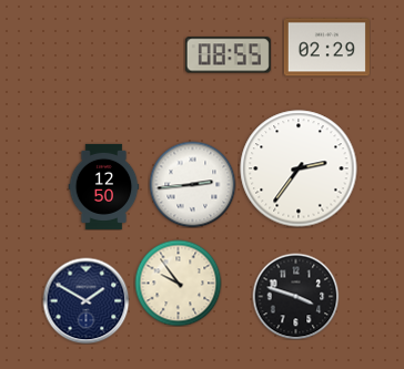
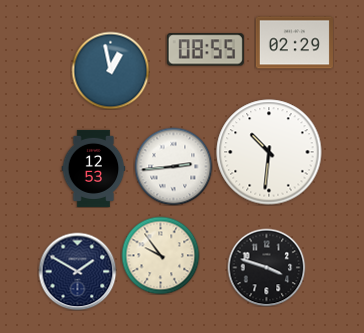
clock at (110, 70): none -> 12:58
clock at (299, 168): 2:36 -> 10:31
clock at (104, 186): 12:50 -> 12:53
